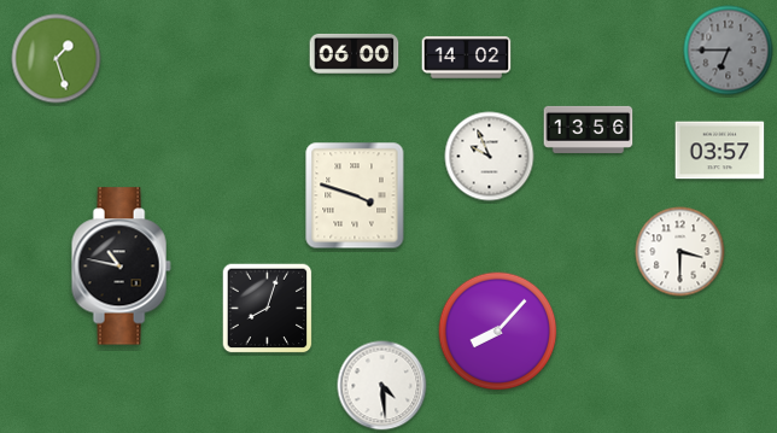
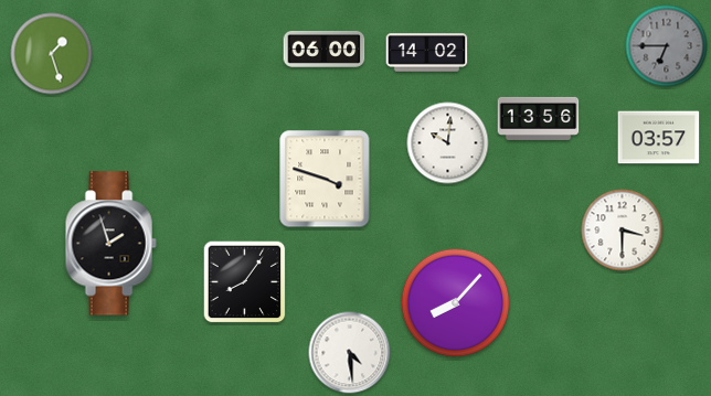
clock at (490, 157): 9:56 -> 10:01
clock at (121, 267): 10:47 -> 1:57
clock at (268, 309): 8:03 -> 8:06
